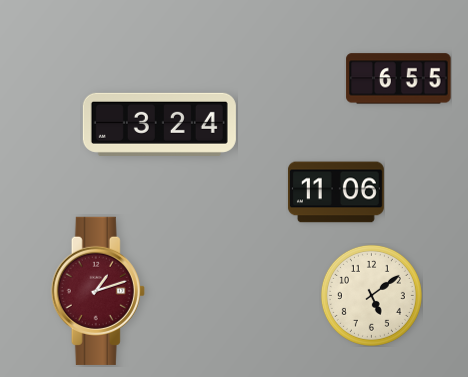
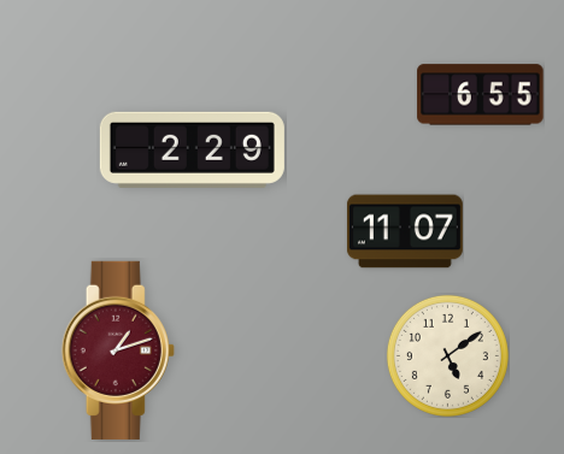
clock at (159, 124): 3:24 -> 2:29
clock at (336, 192): 11:06 -> 11:07
